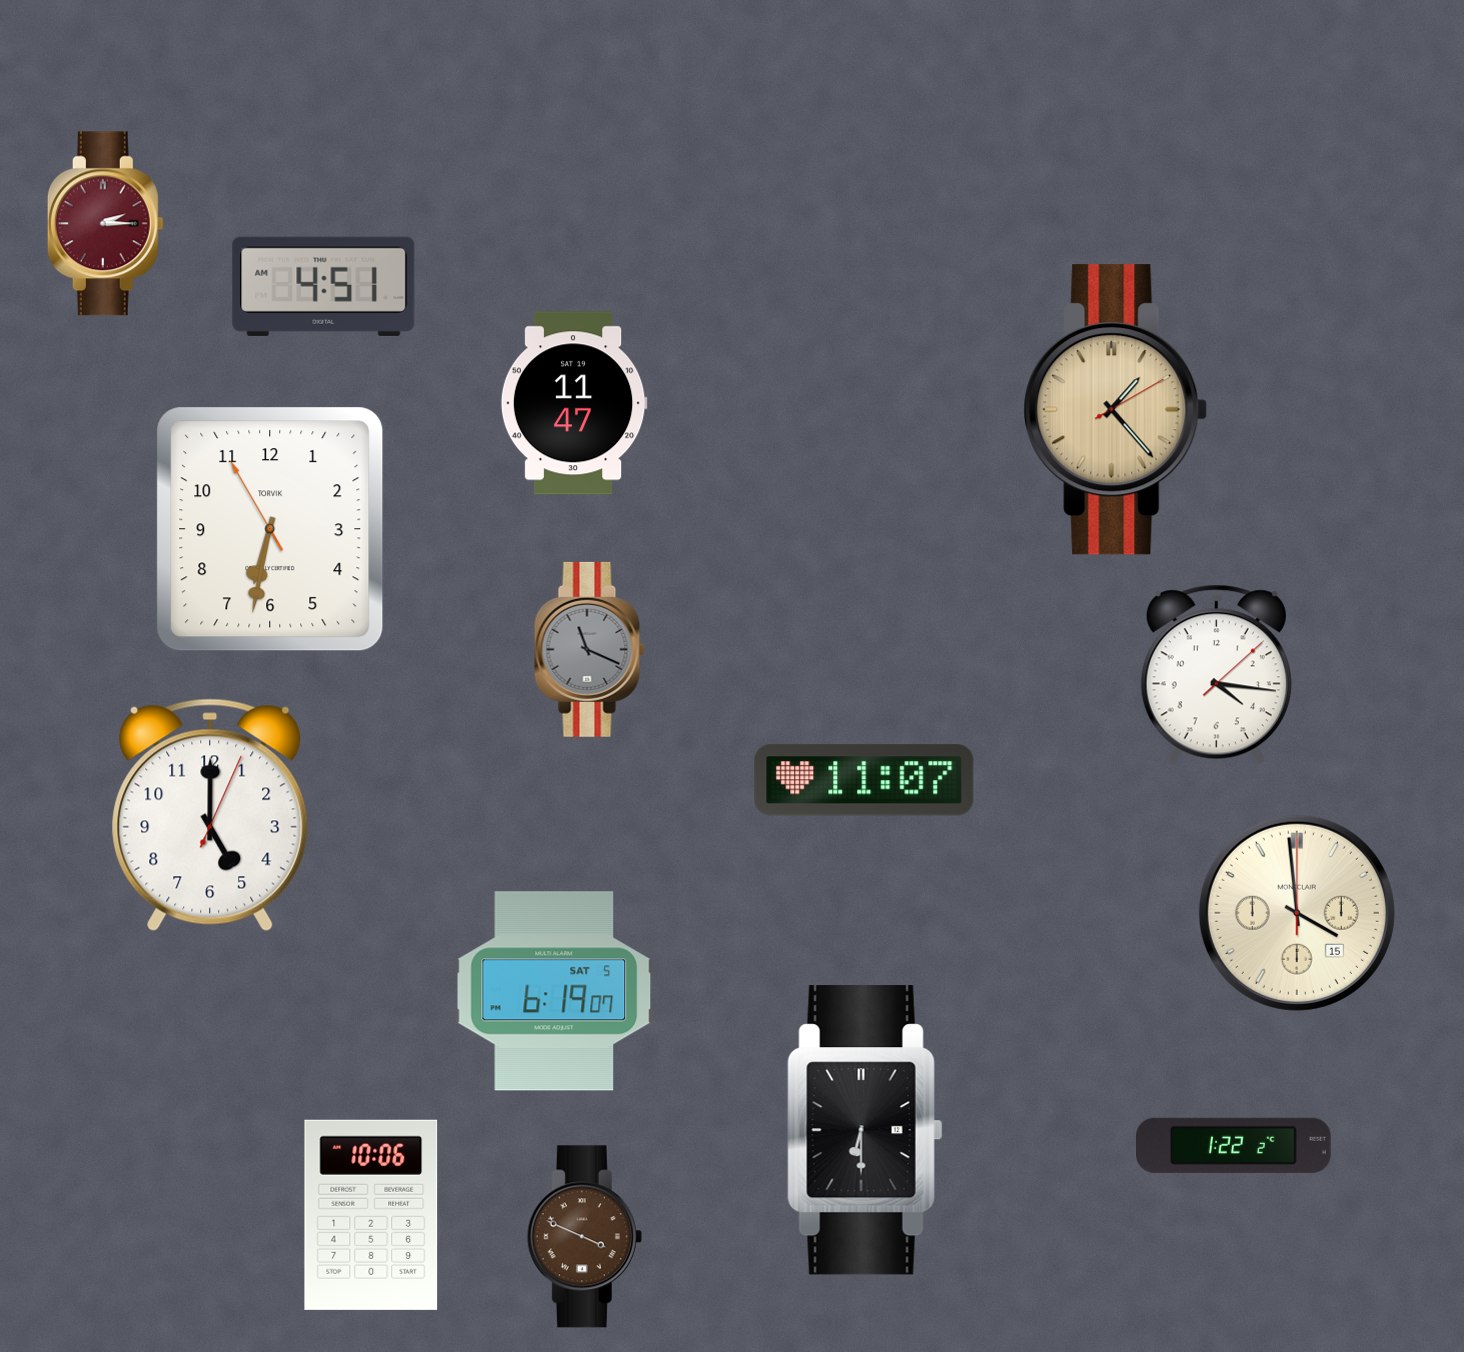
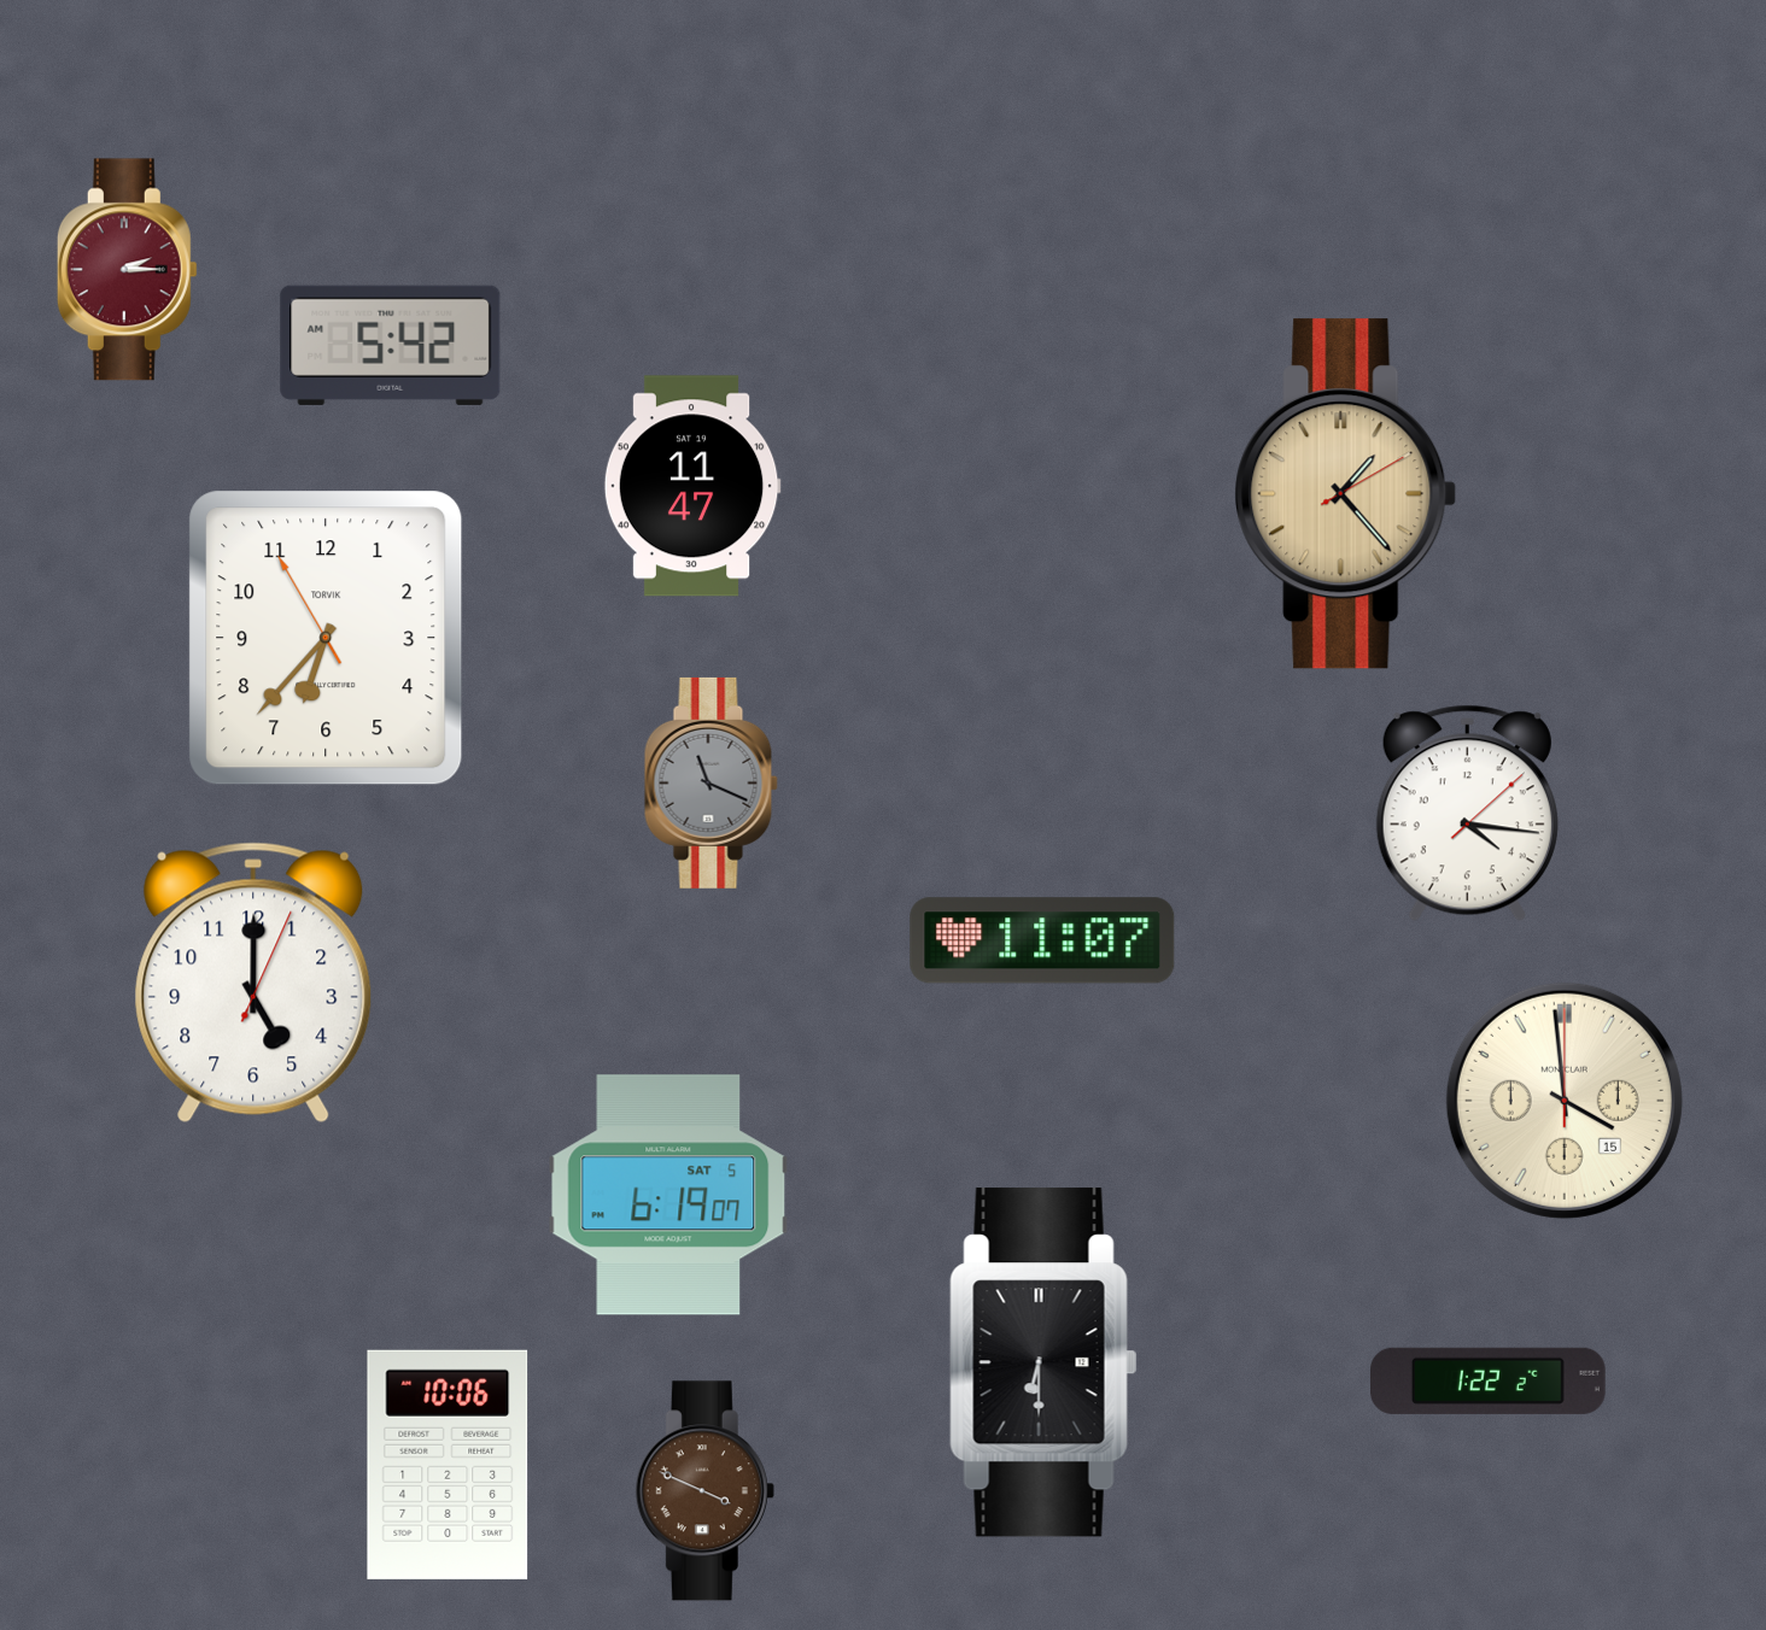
clock at (324, 286): 4:51 -> 5:42
clock at (270, 529): 6:31 -> 6:36
